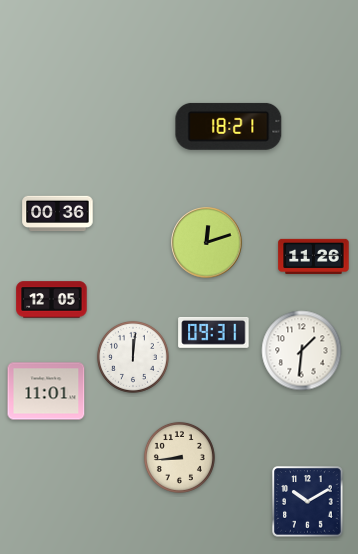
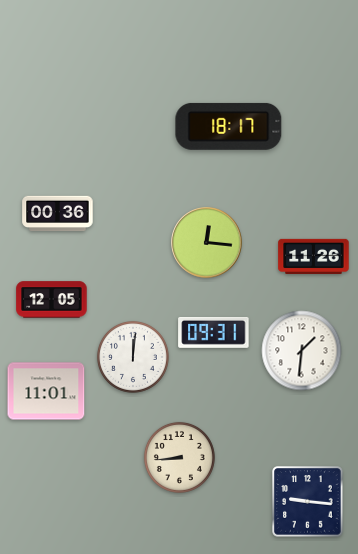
clock at (229, 126): 18:21 -> 18:17
clock at (207, 243): 12:12 -> 12:16
clock at (308, 502): 10:10 -> 9:16
